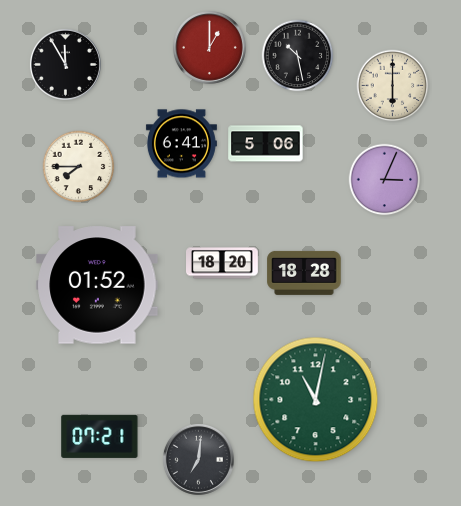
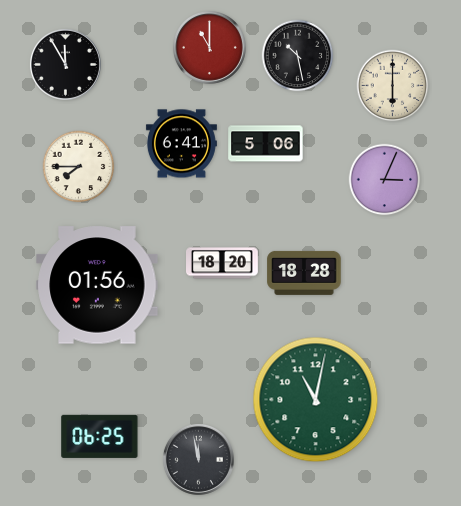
clock at (209, 47): 1:00 -> 11:00
clock at (97, 285): 01:52 -> 01:56
clock at (100, 436): 07:21 -> 06:25
clock at (198, 459): 7:01 -> 11:58
